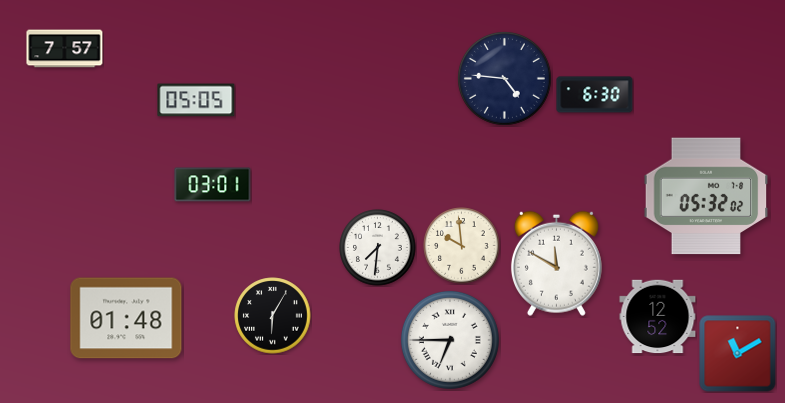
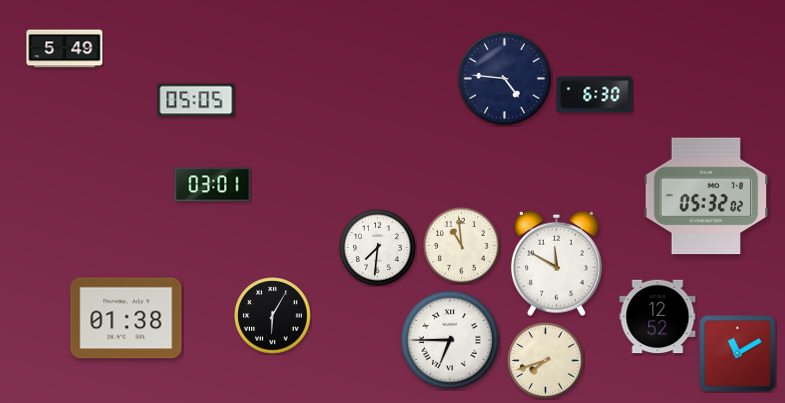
clock at (65, 49): 7:57 -> 5:49
clock at (462, 246): 9:59 -> 10:59
clock at (126, 318): 01:48 -> 01:38
clock at (546, 361): none -> 7:42
